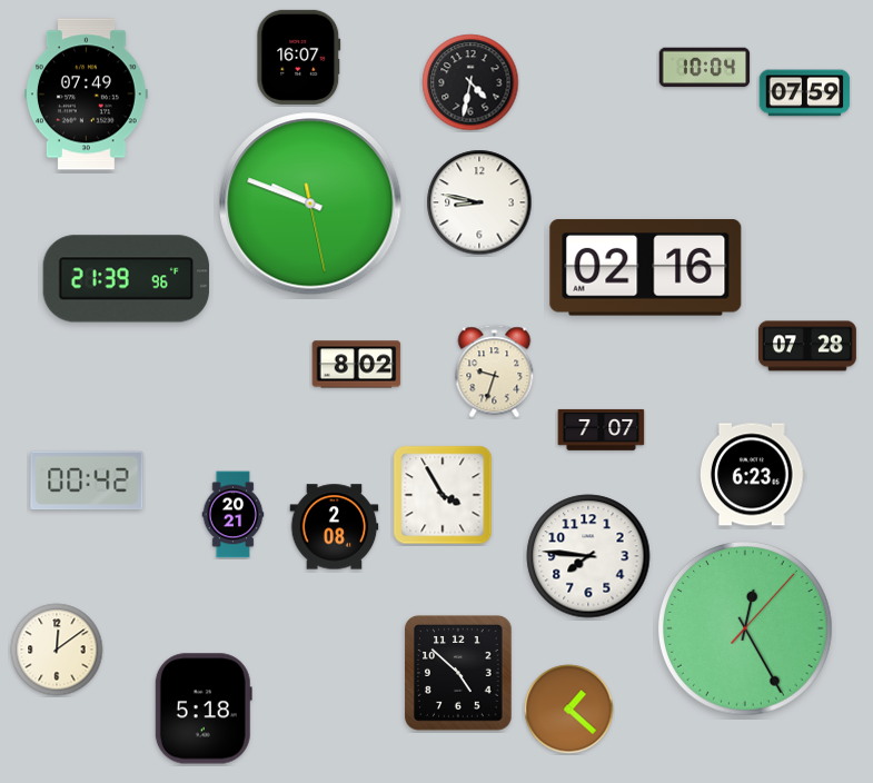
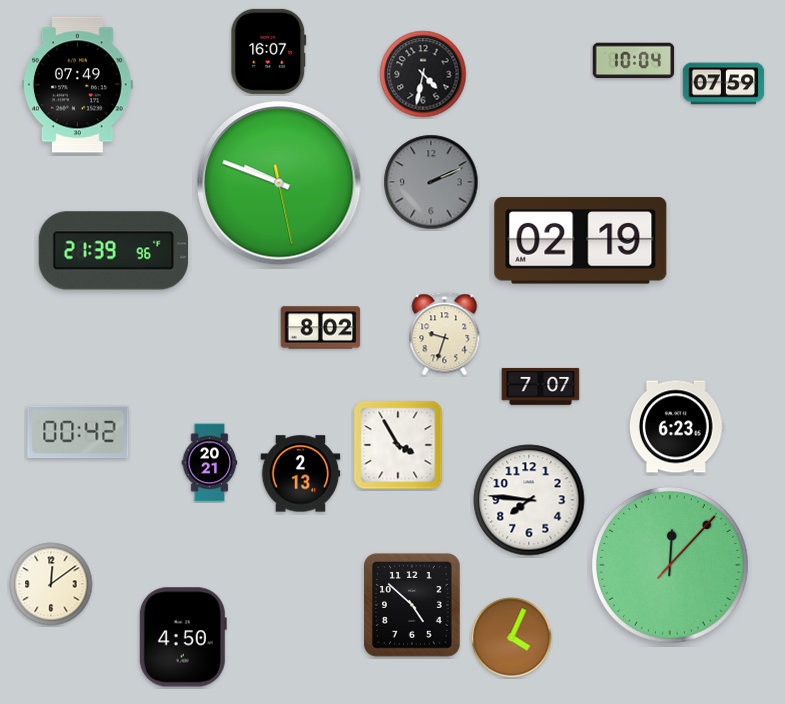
clock at (479, 202): 8:47 -> 2:11
clock at (479, 202) dial: white -> grey
clock at (646, 268): 02:16 -> 02:19
clock at (807, 346): 07:28 -> none
clock at (335, 527): 2:08 -> 2:13
clock at (745, 628): 12:25 -> 12:07
clock at (204, 708): 5:18 -> 4:50
clock at (569, 710): 1:22 -> 4:04
